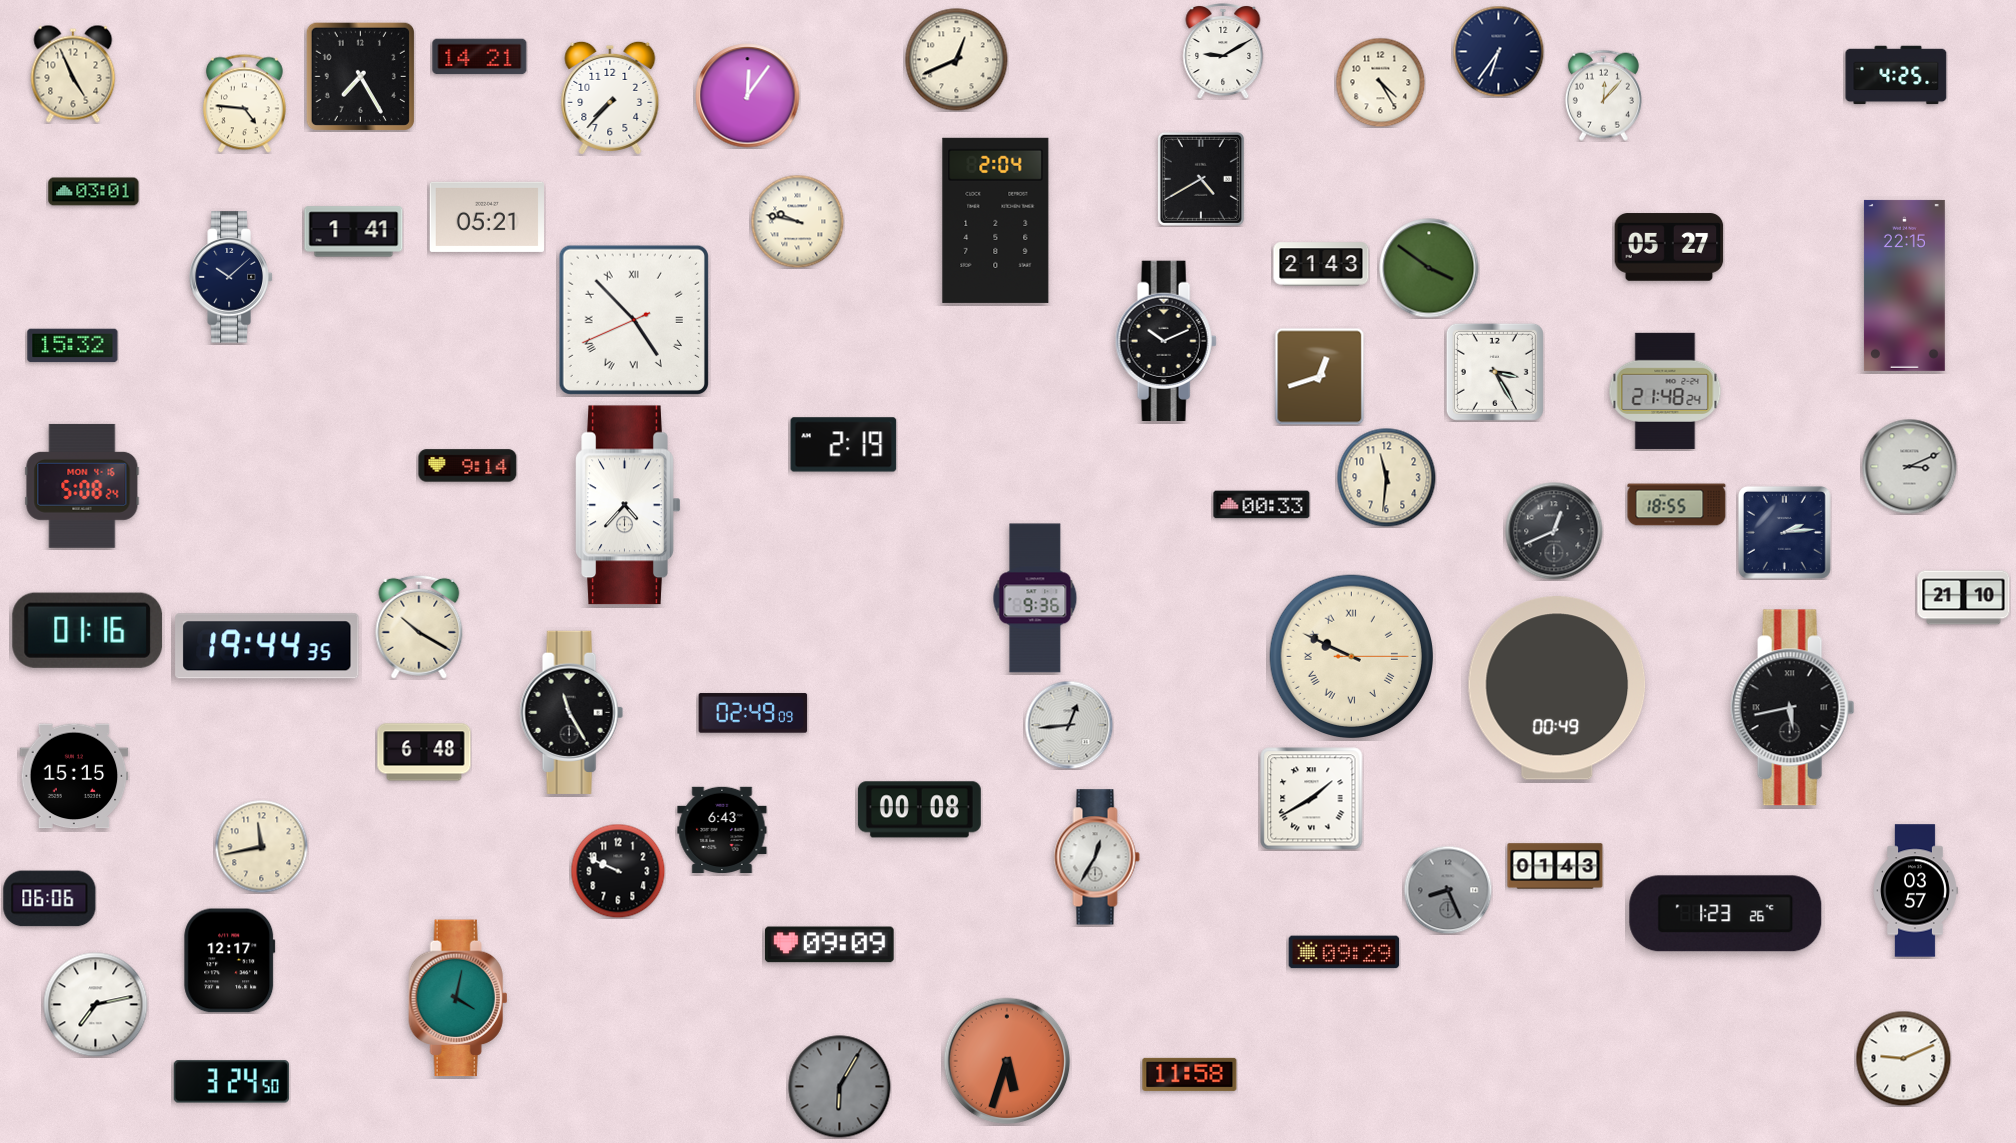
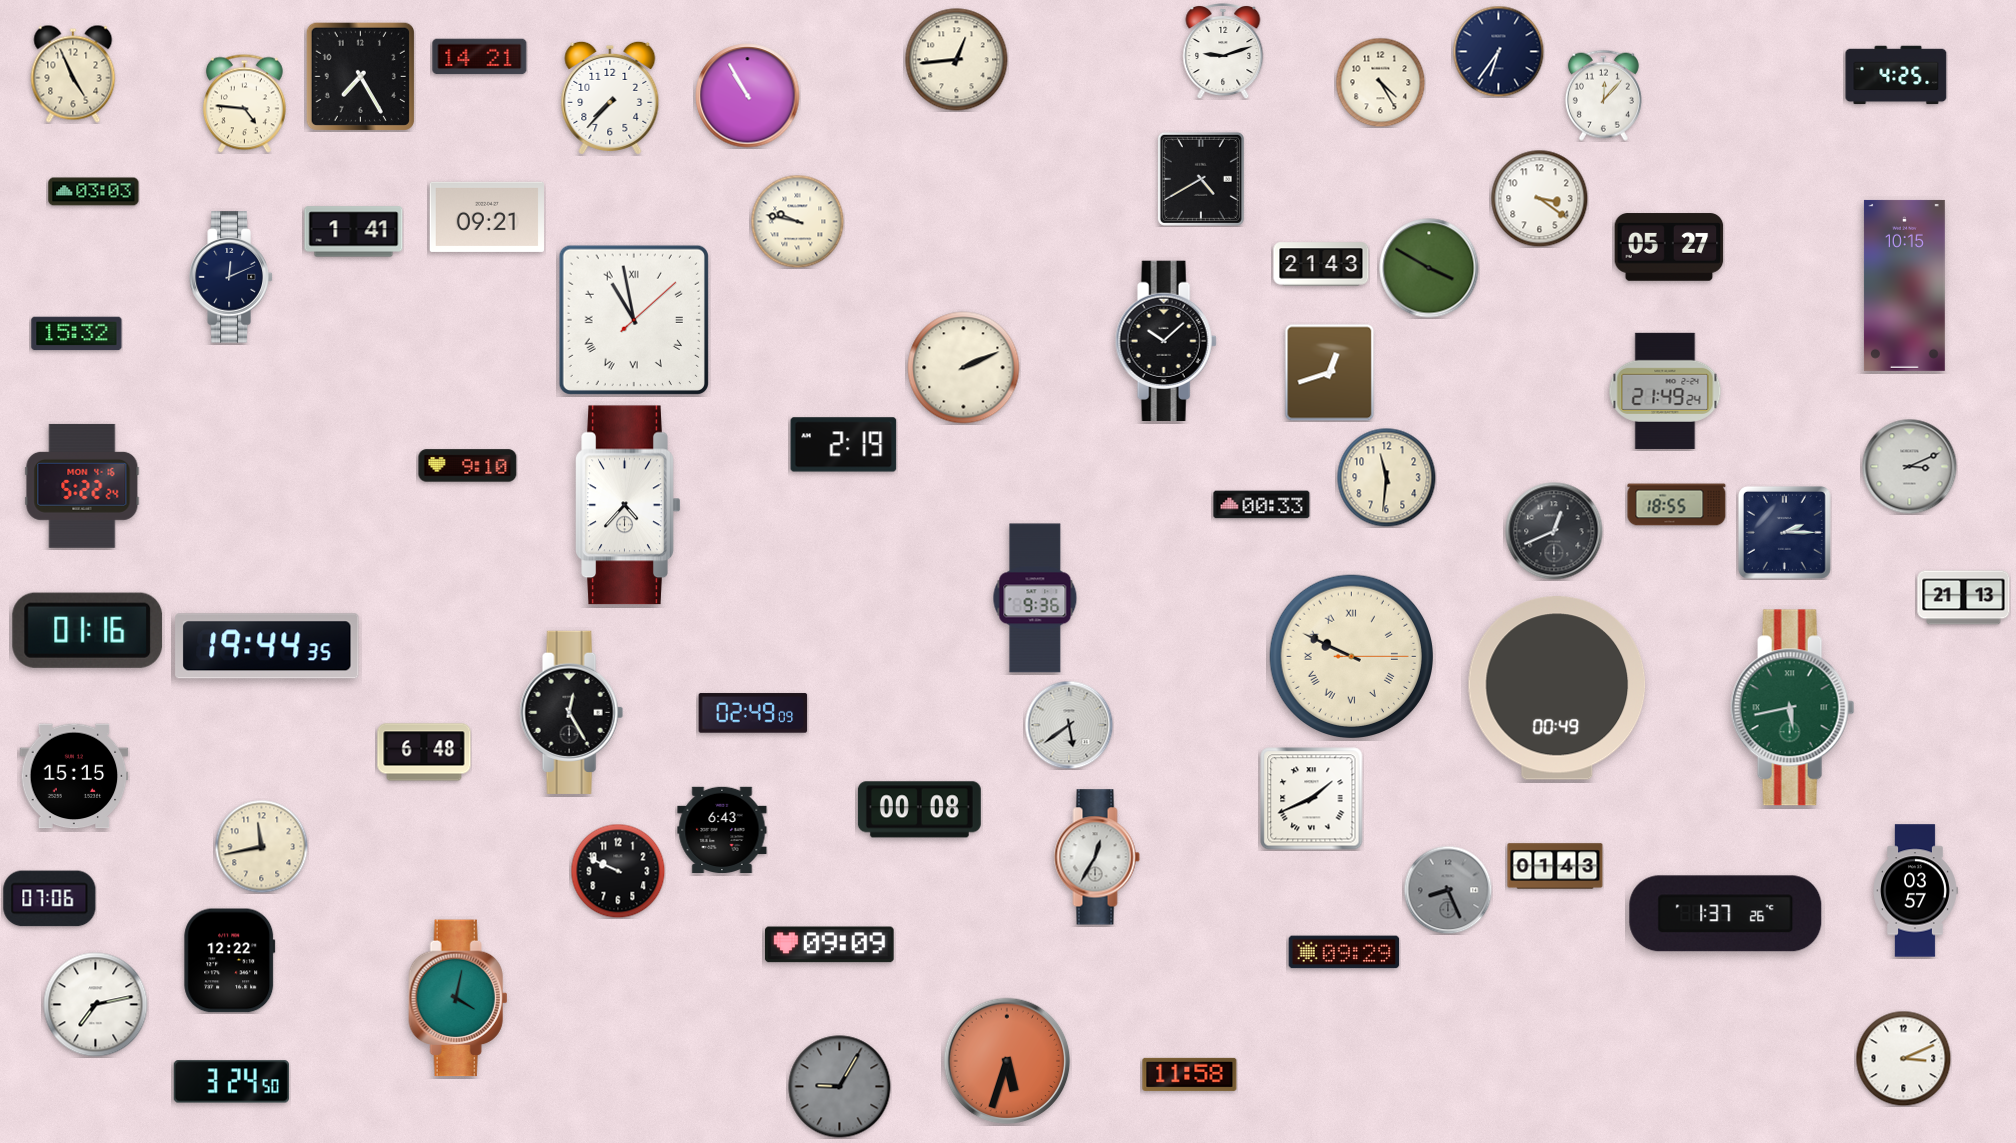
clock at (1223, 52): 9:10 -> 9:12
clock at (957, 60): 12:41 -> 12:44
clock at (748, 96): 12:06 -> 10:55
clock at (94, 192): 03:01 -> 03:03
clock at (1539, 198): none -> 3:21
clock at (486, 217): 05:21 -> 09:21
clock at (996, 220): 2:04 -> none
clock at (1429, 268): 3:51 -> 3:50
clock at (231, 277): 10:08 -> 12:11
clock at (1904, 285): 22:15 -> 10:15
clock at (633, 319): 4:52 -> 10:58
clock at (1166, 340): 10:11 -> 10:08
clock at (73, 346) position: (73, 346) -> (77, 334)
clock at (964, 368): none -> 2:11
clock at (1495, 372): 3:25 -> none
clock at (1320, 376) position: (1320, 376) -> (1330, 372)
clock at (1665, 391): 21:48 -> 21:49
clock at (468, 466): 9:14 -> 9:10
clock at (82, 486): 5:08 -> 5:22
clock at (1784, 532): 2:14 -> 2:15
clock at (1964, 598): 21:10 -> 21:13
clock at (419, 627): 10:20 -> none
clock at (1793, 708) dial: black -> green
clock at (571, 712): 11:25 -> 12:25
clock at (1069, 725): 12:44 -> 5:39
clock at (1312, 799): 1:40 -> 1:41
clock at (50, 899): 06:06 -> 07:06
clock at (1726, 914): 1:23 -> 1:37
clock at (230, 961): 12:17 -> 12:22
clock at (1903, 1058): 9:11 -> 3:11
clock at (840, 1087): 6:05 -> 9:05
